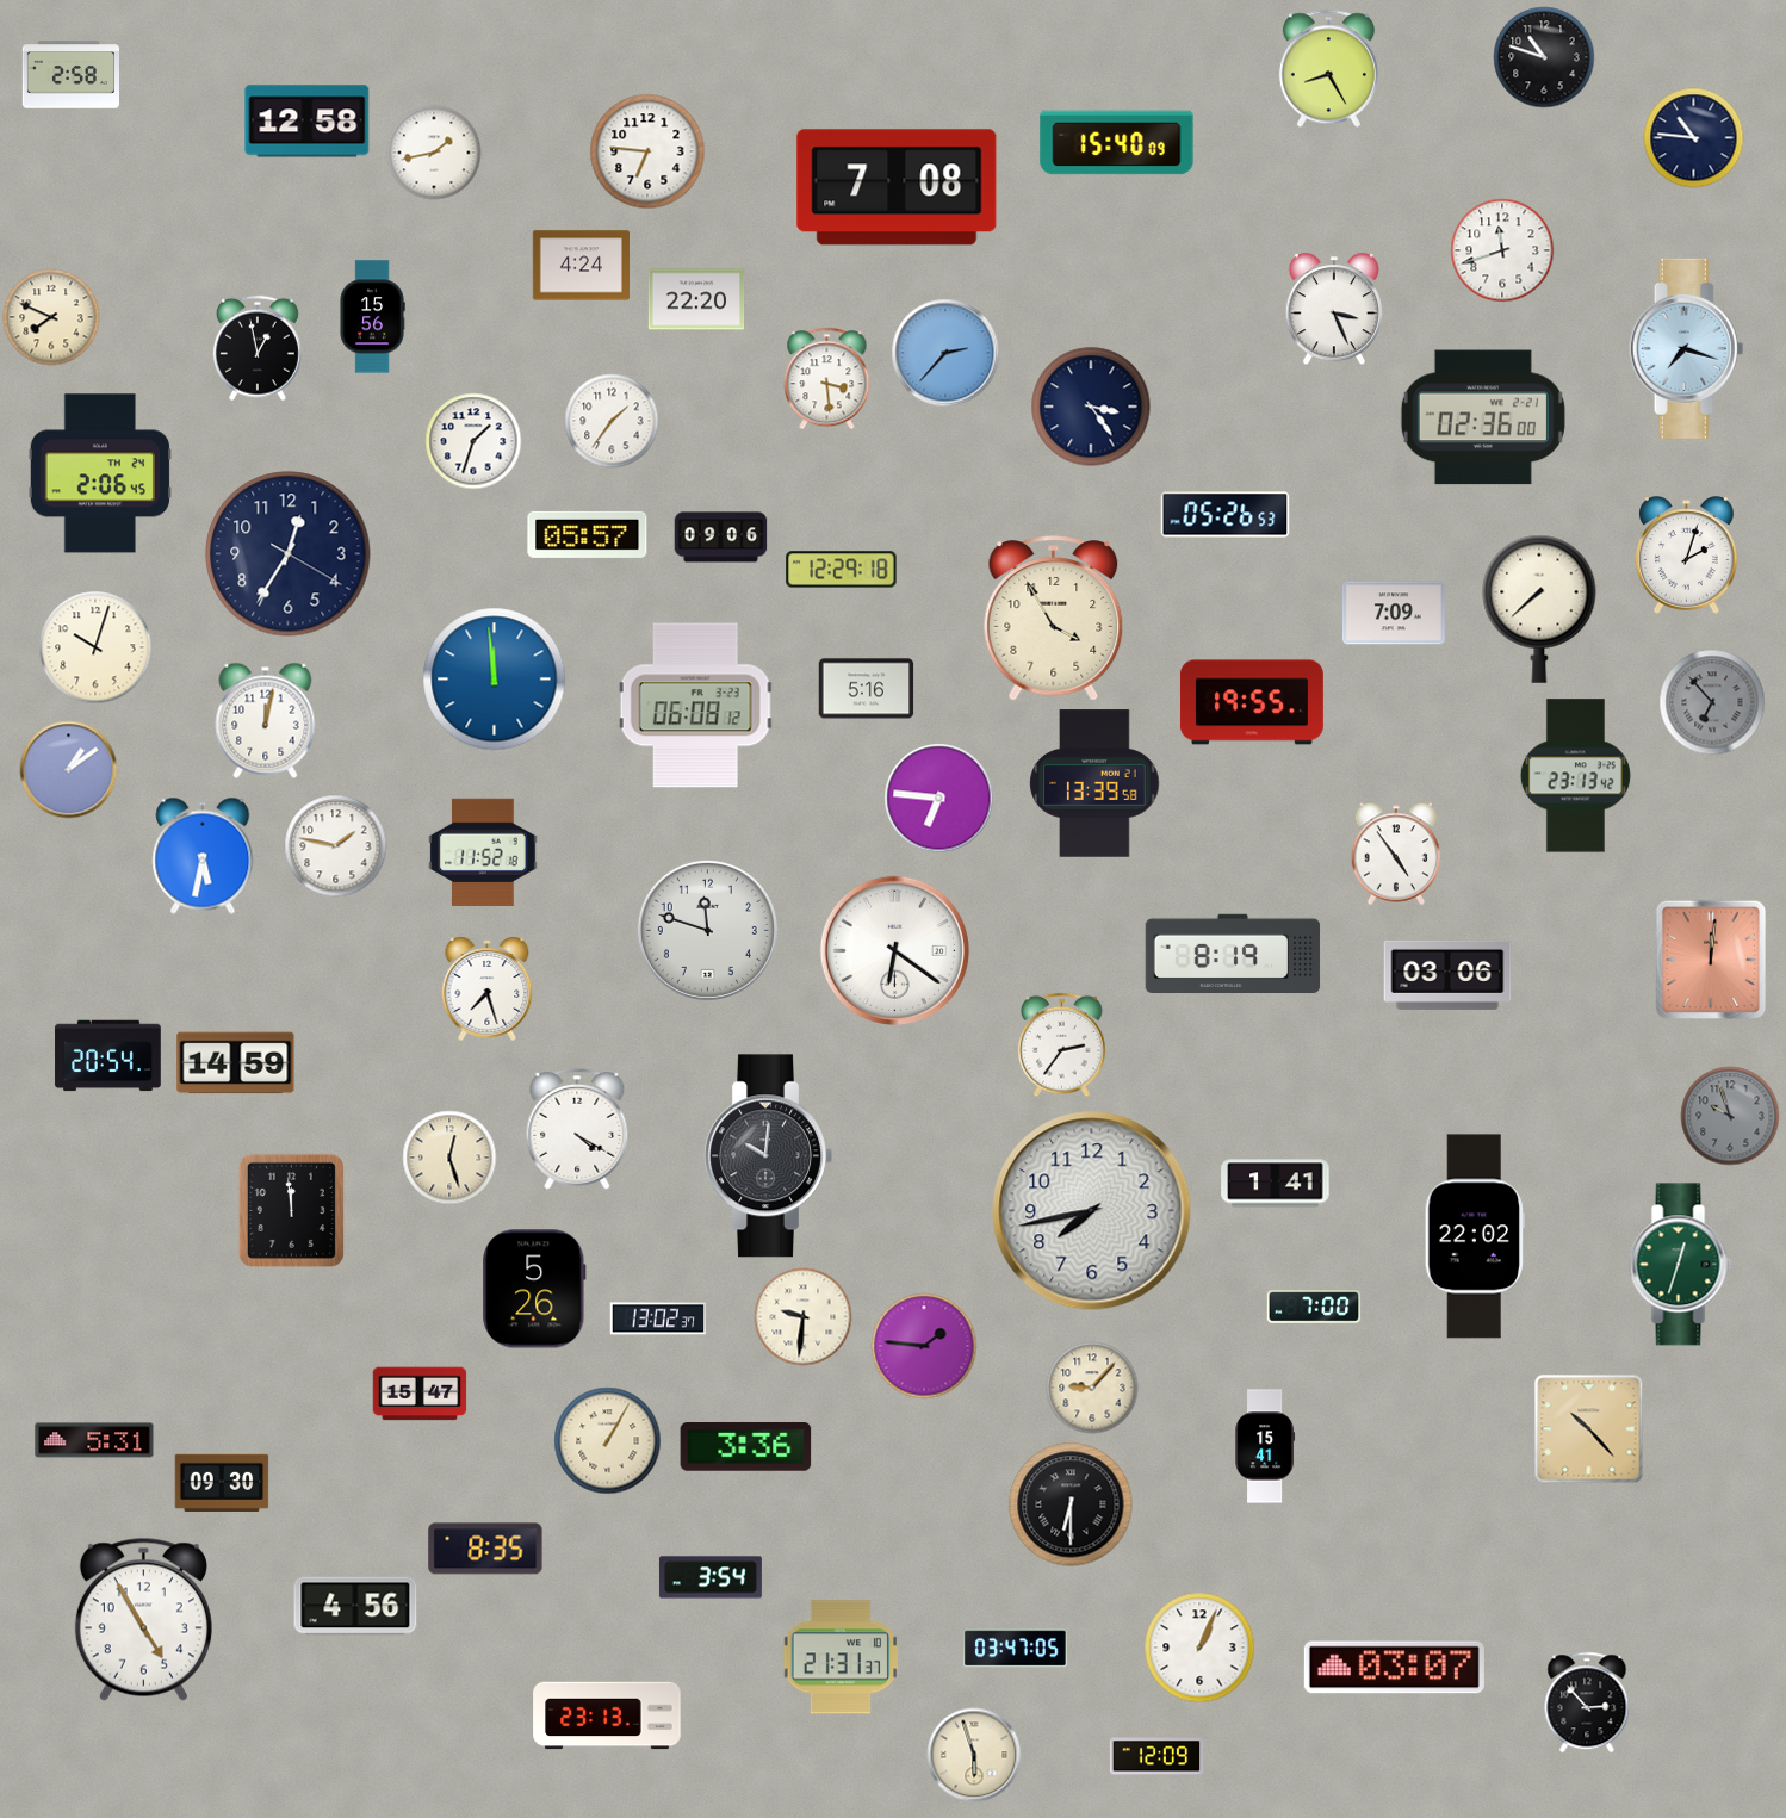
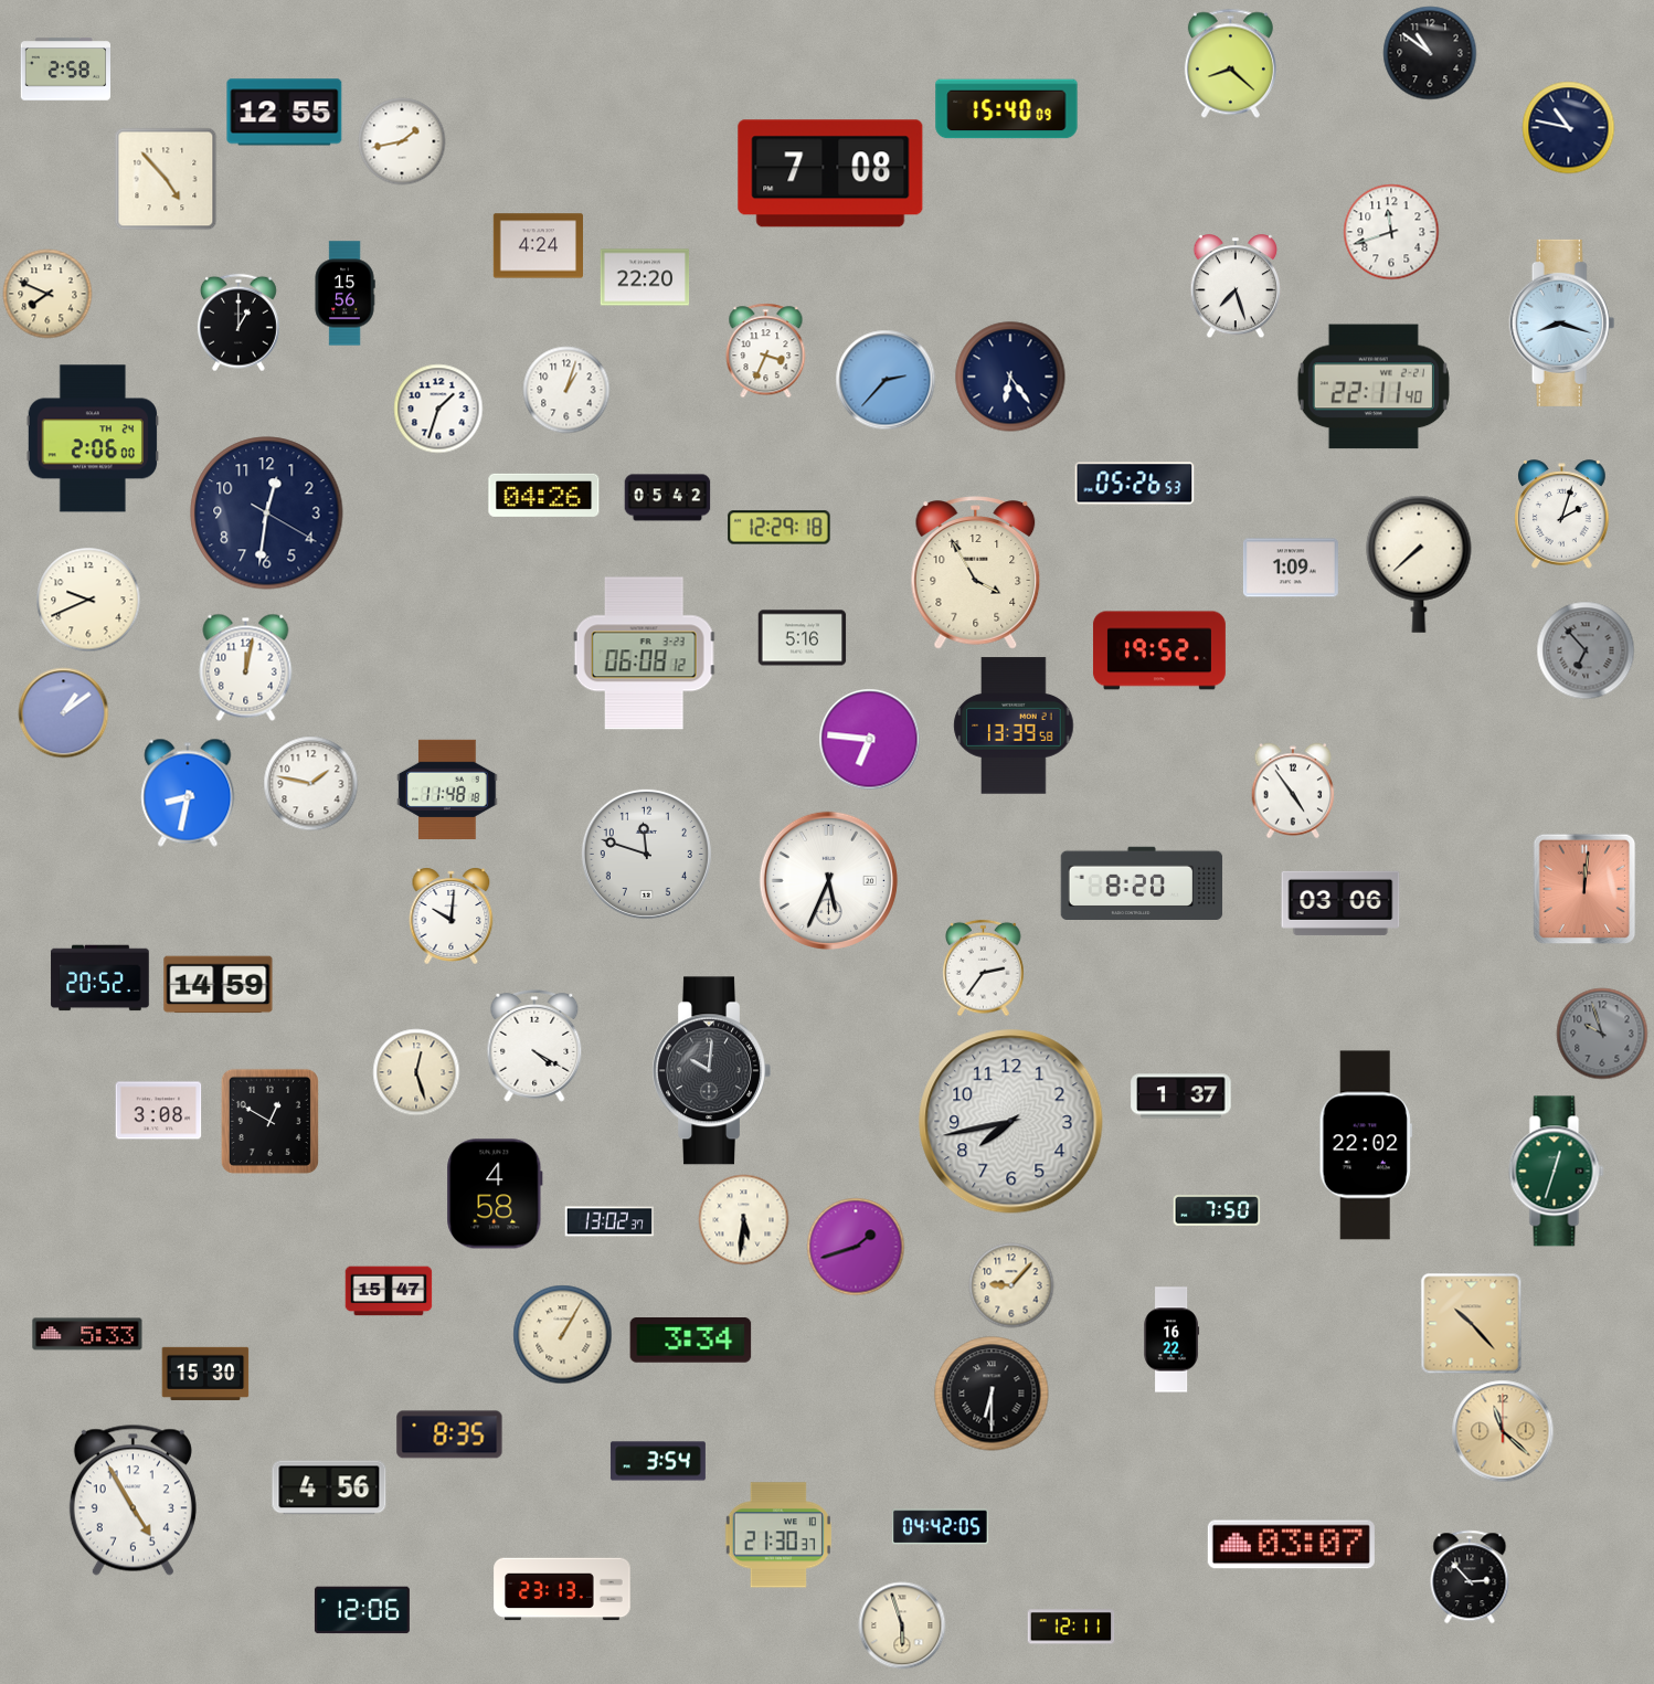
clock at (1544, 57): 10:48 -> 10:51
clock at (1328, 69): 8:25 -> 8:22
clock at (308, 122): 12:58 -> 12:55
clock at (1694, 138): 10:46 -> 10:47
clock at (1117, 143) position: (1117, 143) -> (1007, 109)
clock at (647, 151): 6:46 -> none
clock at (166, 179): none -> 4:53
clock at (1333, 310): 3:26 -> 7:27
clock at (258, 348): 12:58 -> 1:00
clock at (1687, 348): 7:18 -> 8:18
clock at (945, 353) position: (945, 353) -> (886, 380)
clock at (827, 379): 3:29 -> 3:34
clock at (1091, 407): 3:24 -> 6:24
clock at (1483, 417): 02:36 -> 22:11
clock at (612, 421): 1:36 -> 1:03
clock at (100, 473): 2:06:45 -> 2:06:00
clock at (1226, 515) position: (1226, 515) -> (1135, 484)
clock at (588, 534): 05:57 -> 04:26
clock at (721, 538): 09:06 -> 05:42
clock at (289, 554): 12:35 -> 12:31
clock at (1539, 609) position: (1539, 609) -> (1419, 564)
clock at (1394, 613): 7:09 -> 1:09
clock at (95, 647): 10:03 -> 9:41
clock at (495, 680): 11:59 -> none
clock at (1252, 702): 19:55 -> 19:52
clock at (1575, 776): 23:13 -> none
clock at (483, 852): 11:52 -> 11:48
clock at (203, 856): 5:32 -> 8:32
clock at (707, 930) position: (707, 930) -> (646, 854)
clock at (894, 950): 6:21 -> 5:34
clock at (1233, 954): 8:19 -> 8:20
clock at (488, 988): 7:27 -> 10:01
clock at (108, 1056): 20:54 -> 20:52
clock at (1276, 1184): 1:41 -> 1:37
clock at (159, 1111): none -> 3:08
clock at (291, 1210): 11:59 -> 12:50
clock at (534, 1289): 5:26 -> 4:58
clock at (1314, 1307): 7:00 -> 7:50
clock at (804, 1317): 9:31 -> 5:31
clock at (924, 1346): 1:46 -> 1:42
clock at (94, 1440): 5:31 -> 5:33
clock at (1265, 1446): 15:41 -> 16:22
clock at (746, 1447): 3:36 -> 3:34
clock at (222, 1483): 09:30 -> 15:30
clock at (1503, 1431): none -> 11:22
clock at (1199, 1648): 1:04 -> none
clock at (1015, 1649): 03:47 -> 04:42
clock at (841, 1657): 21:31 -> 21:30
clock at (362, 1610): none -> 12:06
clock at (1156, 1756): 12:09 -> 12:11
